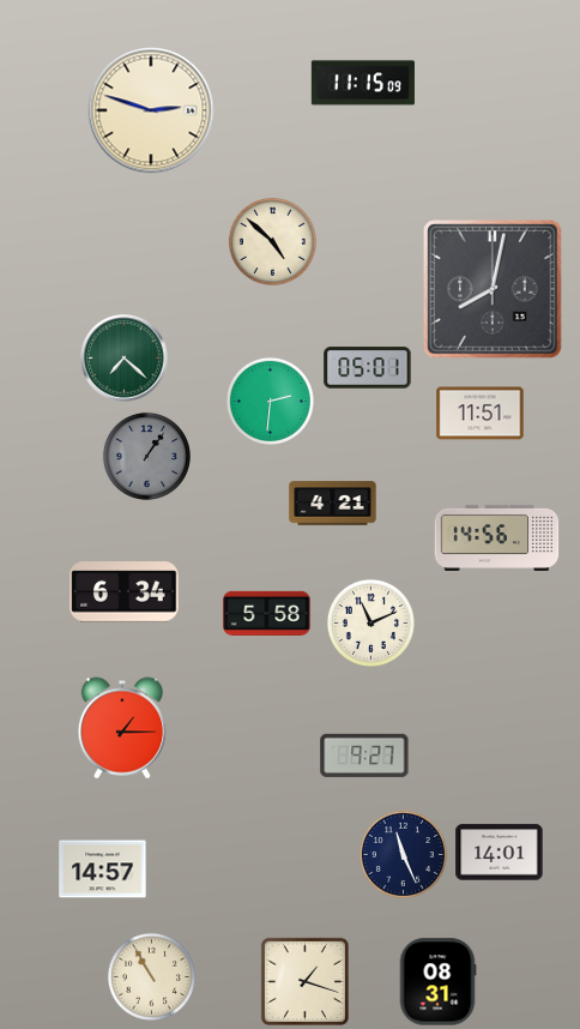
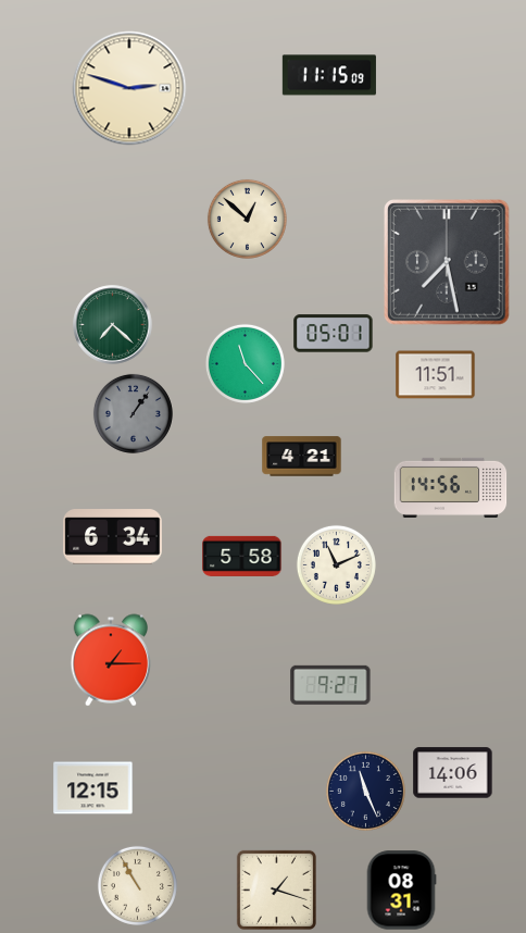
clock at (151, 110) position: (151, 110) -> (129, 88)
clock at (272, 241): 4:52 -> 12:52
clock at (494, 290): 8:02 -> 7:28
clock at (270, 401): 2:31 -> 11:23
clock at (500, 853): 14:01 -> 14:06
clock at (403, 854) position: (403, 854) -> (365, 791)
clock at (103, 869): 14:57 -> 12:15
clock at (437, 982) position: (437, 982) -> (401, 891)
